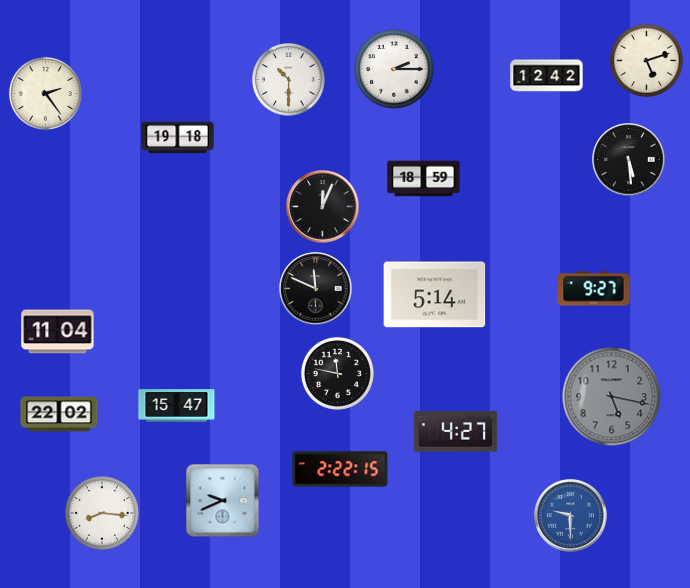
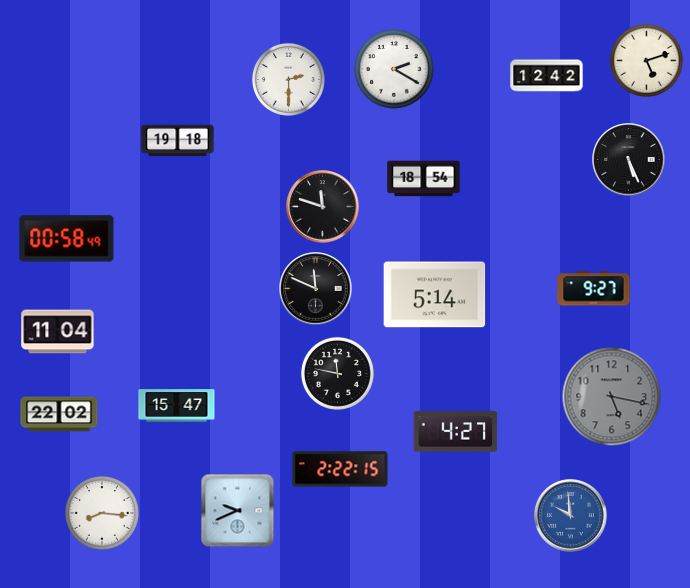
clock at (394, 69): 2:15 -> 2:20
clock at (288, 79): 10:30 -> 2:30
clock at (45, 93): 2:24 -> none
clock at (178, 138) position: (178, 138) -> (178, 141)
clock at (629, 160): 5:29 -> 5:26
clock at (424, 179): 18:59 -> 18:54
clock at (323, 207): 12:04 -> 11:48
clock at (67, 239): none -> 00:58
clock at (223, 501) position: (223, 501) -> (238, 511)
clock at (571, 516): 9:30 -> 9:59
